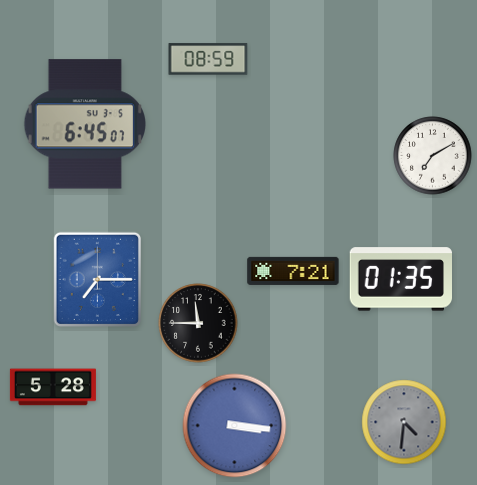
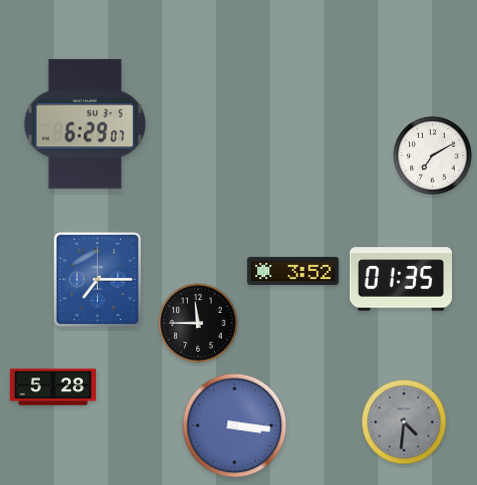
clock at (208, 59): 08:59 -> none
clock at (85, 124): 6:45 -> 6:29
clock at (293, 271): 7:21 -> 3:52
